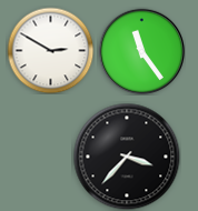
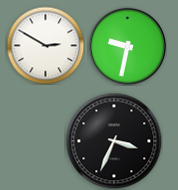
clock at (141, 51): 11:24 -> 9:32
clock at (127, 157): 3:37 -> 3:34
